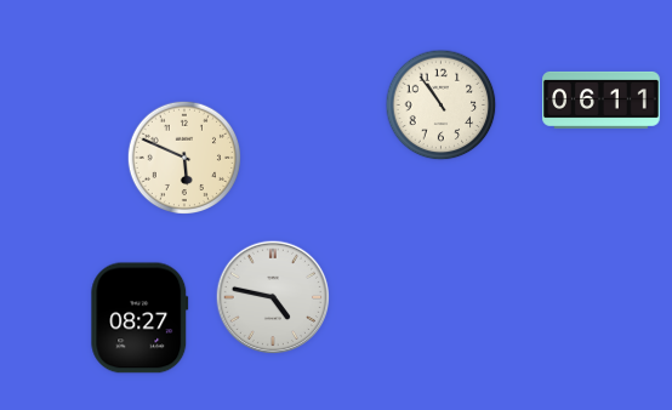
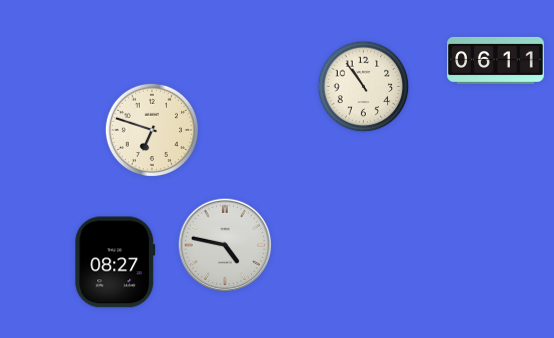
clock at (602, 99) position: (602, 99) -> (496, 60)
clock at (183, 156): 5:49 -> 6:48
